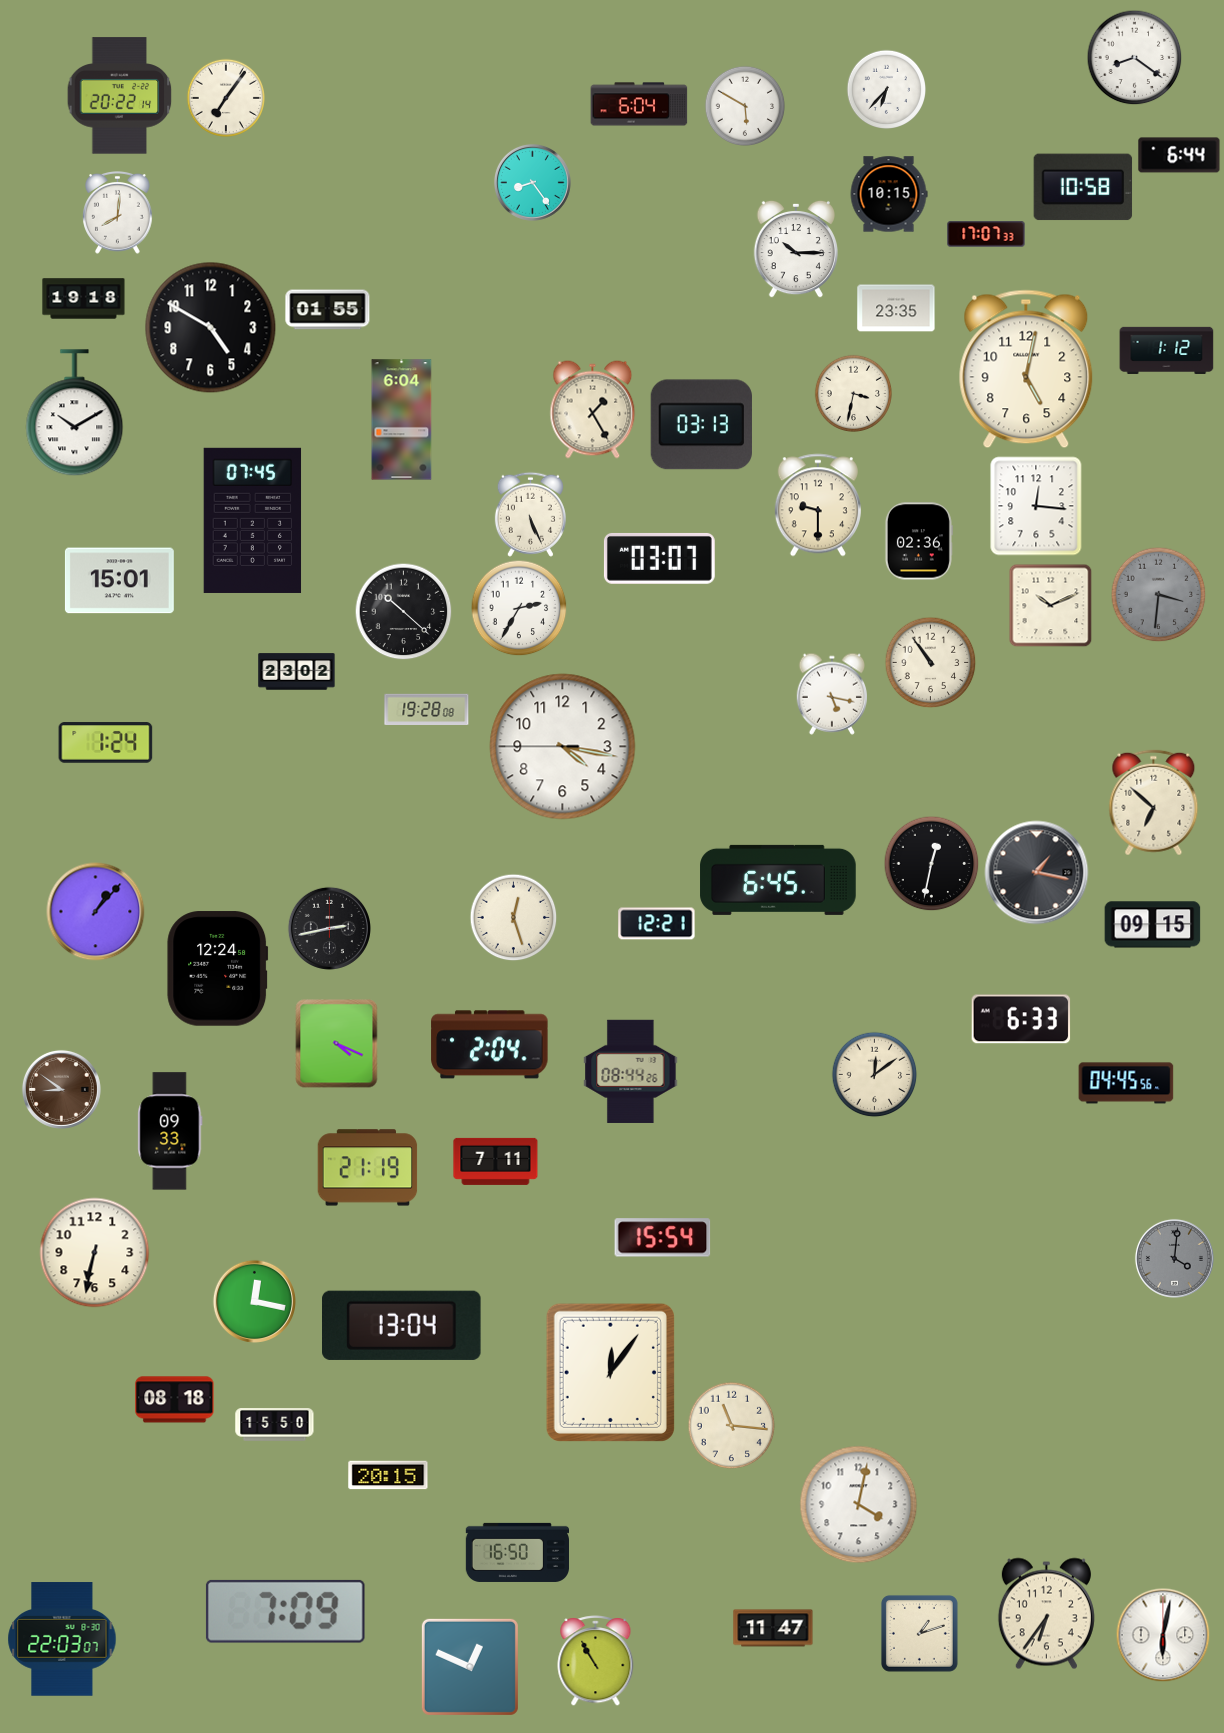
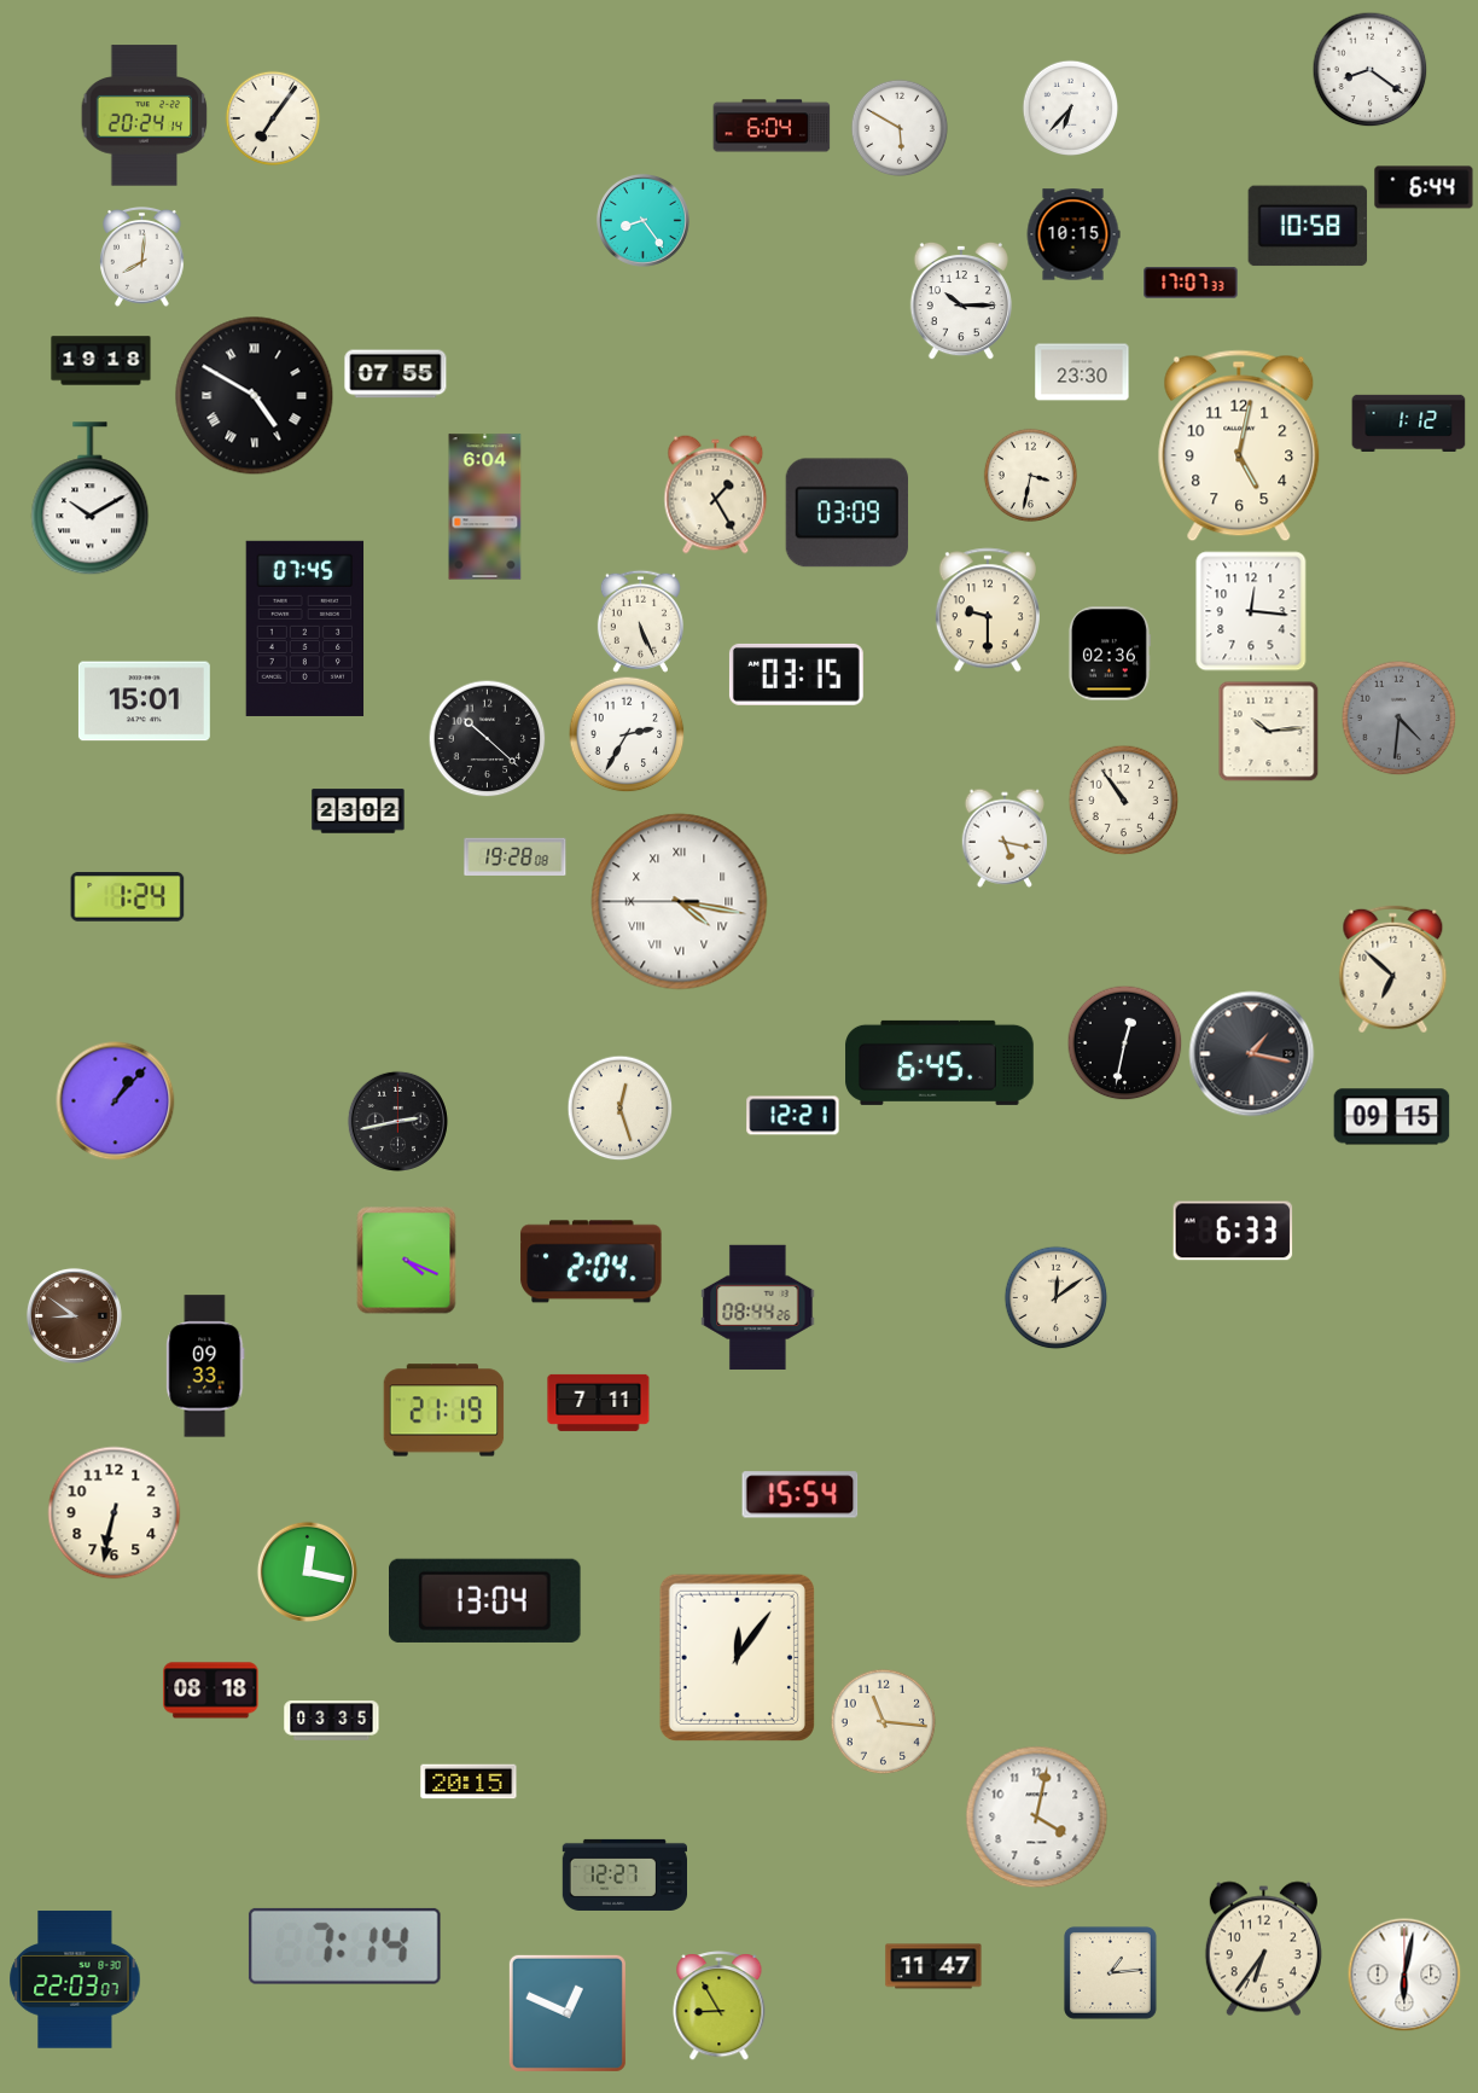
clock at (120, 96): 20:22 -> 20:24
clock at (896, 308): 23:35 -> 23:30
clock at (328, 310): 01:55 -> 07:55
clock at (211, 328) numerals: Arabic -> Roman
clock at (701, 425): 03:13 -> 03:09
clock at (659, 558): 03:07 -> 03:15
clock at (1158, 594): 3:31 -> 4:31
clock at (1050, 605): 10:11 -> 10:14
clock at (563, 747) numerals: Arabic -> Roman
clock at (218, 969): 12:24 -> none
clock at (631, 1071) position: (631, 1071) -> (758, 1307)
clock at (1126, 1083): 04:45 -> none
clock at (1174, 1258): 4:01 -> none
clock at (275, 1425): 15:50 -> 03:35
clock at (517, 1552): 16:50 -> 12:27
clock at (285, 1611): 7:09 -> 7:14
clock at (919, 1633): 1:12 -> 1:14
clock at (596, 1661): 10:55 -> 8:55
